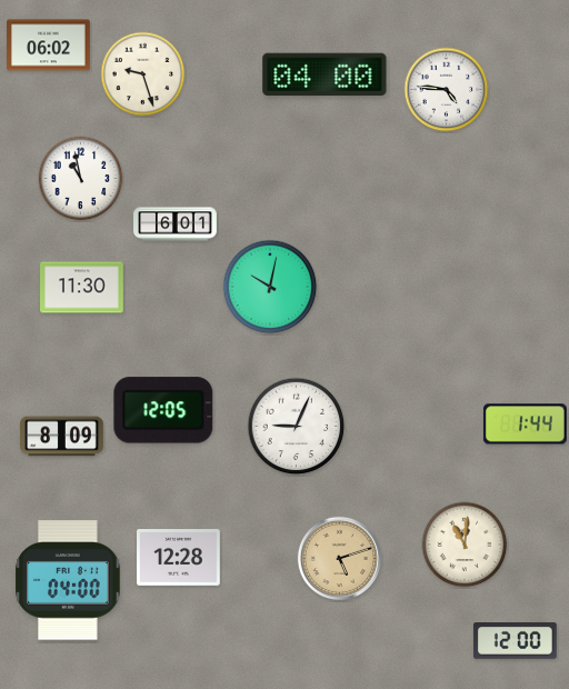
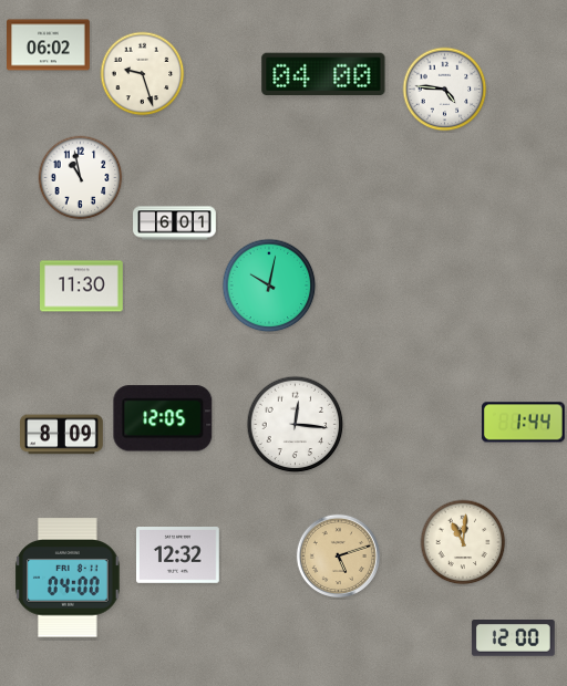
clock at (163, 410) position: (163, 410) -> (163, 418)
clock at (297, 427): 9:04 -> 12:16
clock at (179, 558): 12:28 -> 12:32
